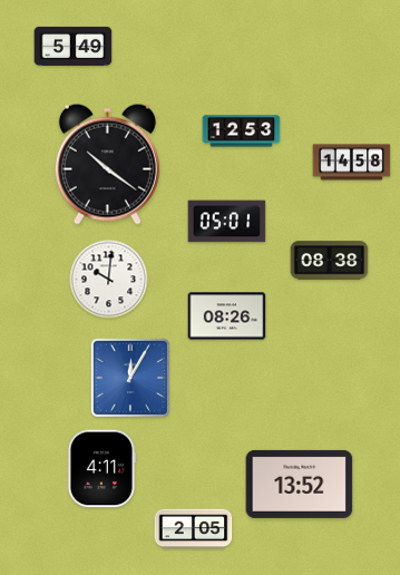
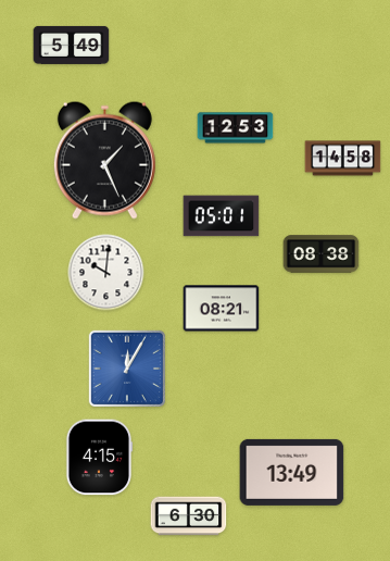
clock at (107, 164): 10:21 -> 1:26
clock at (227, 316): 08:26 -> 08:21
clock at (101, 469): 4:11 -> 4:15
clock at (300, 484): 13:52 -> 13:49
clock at (194, 529): 2:05 -> 6:30
